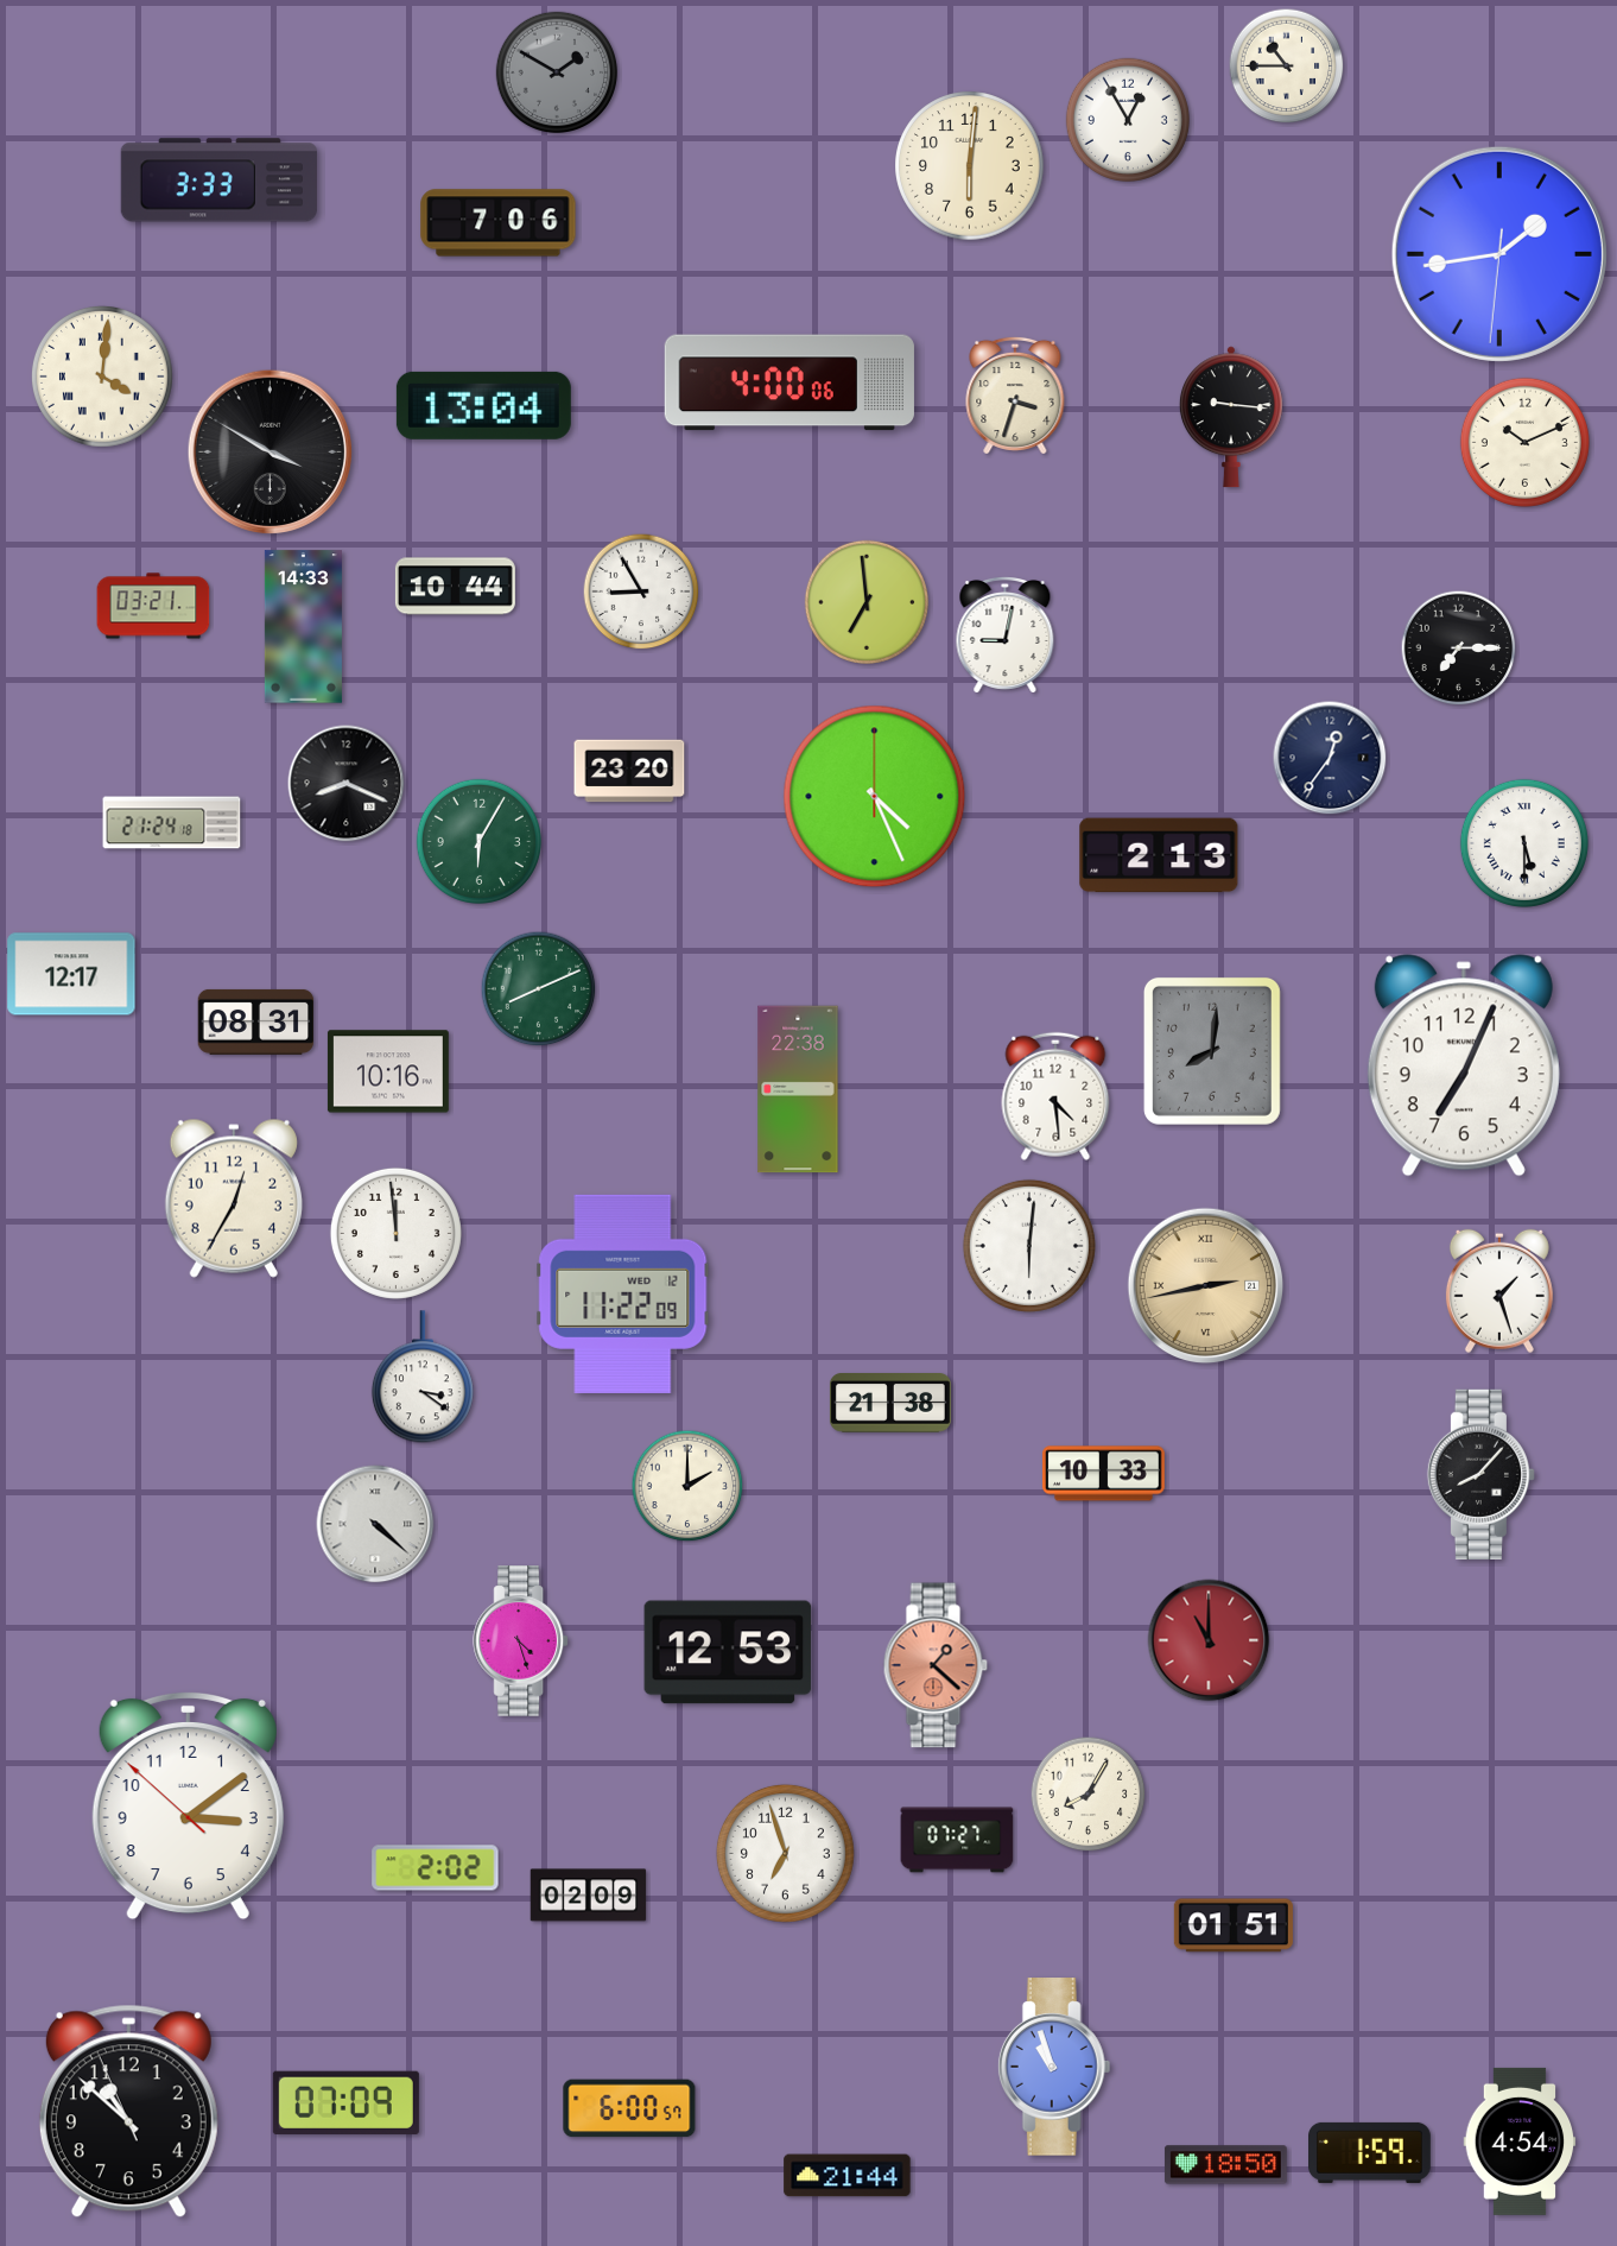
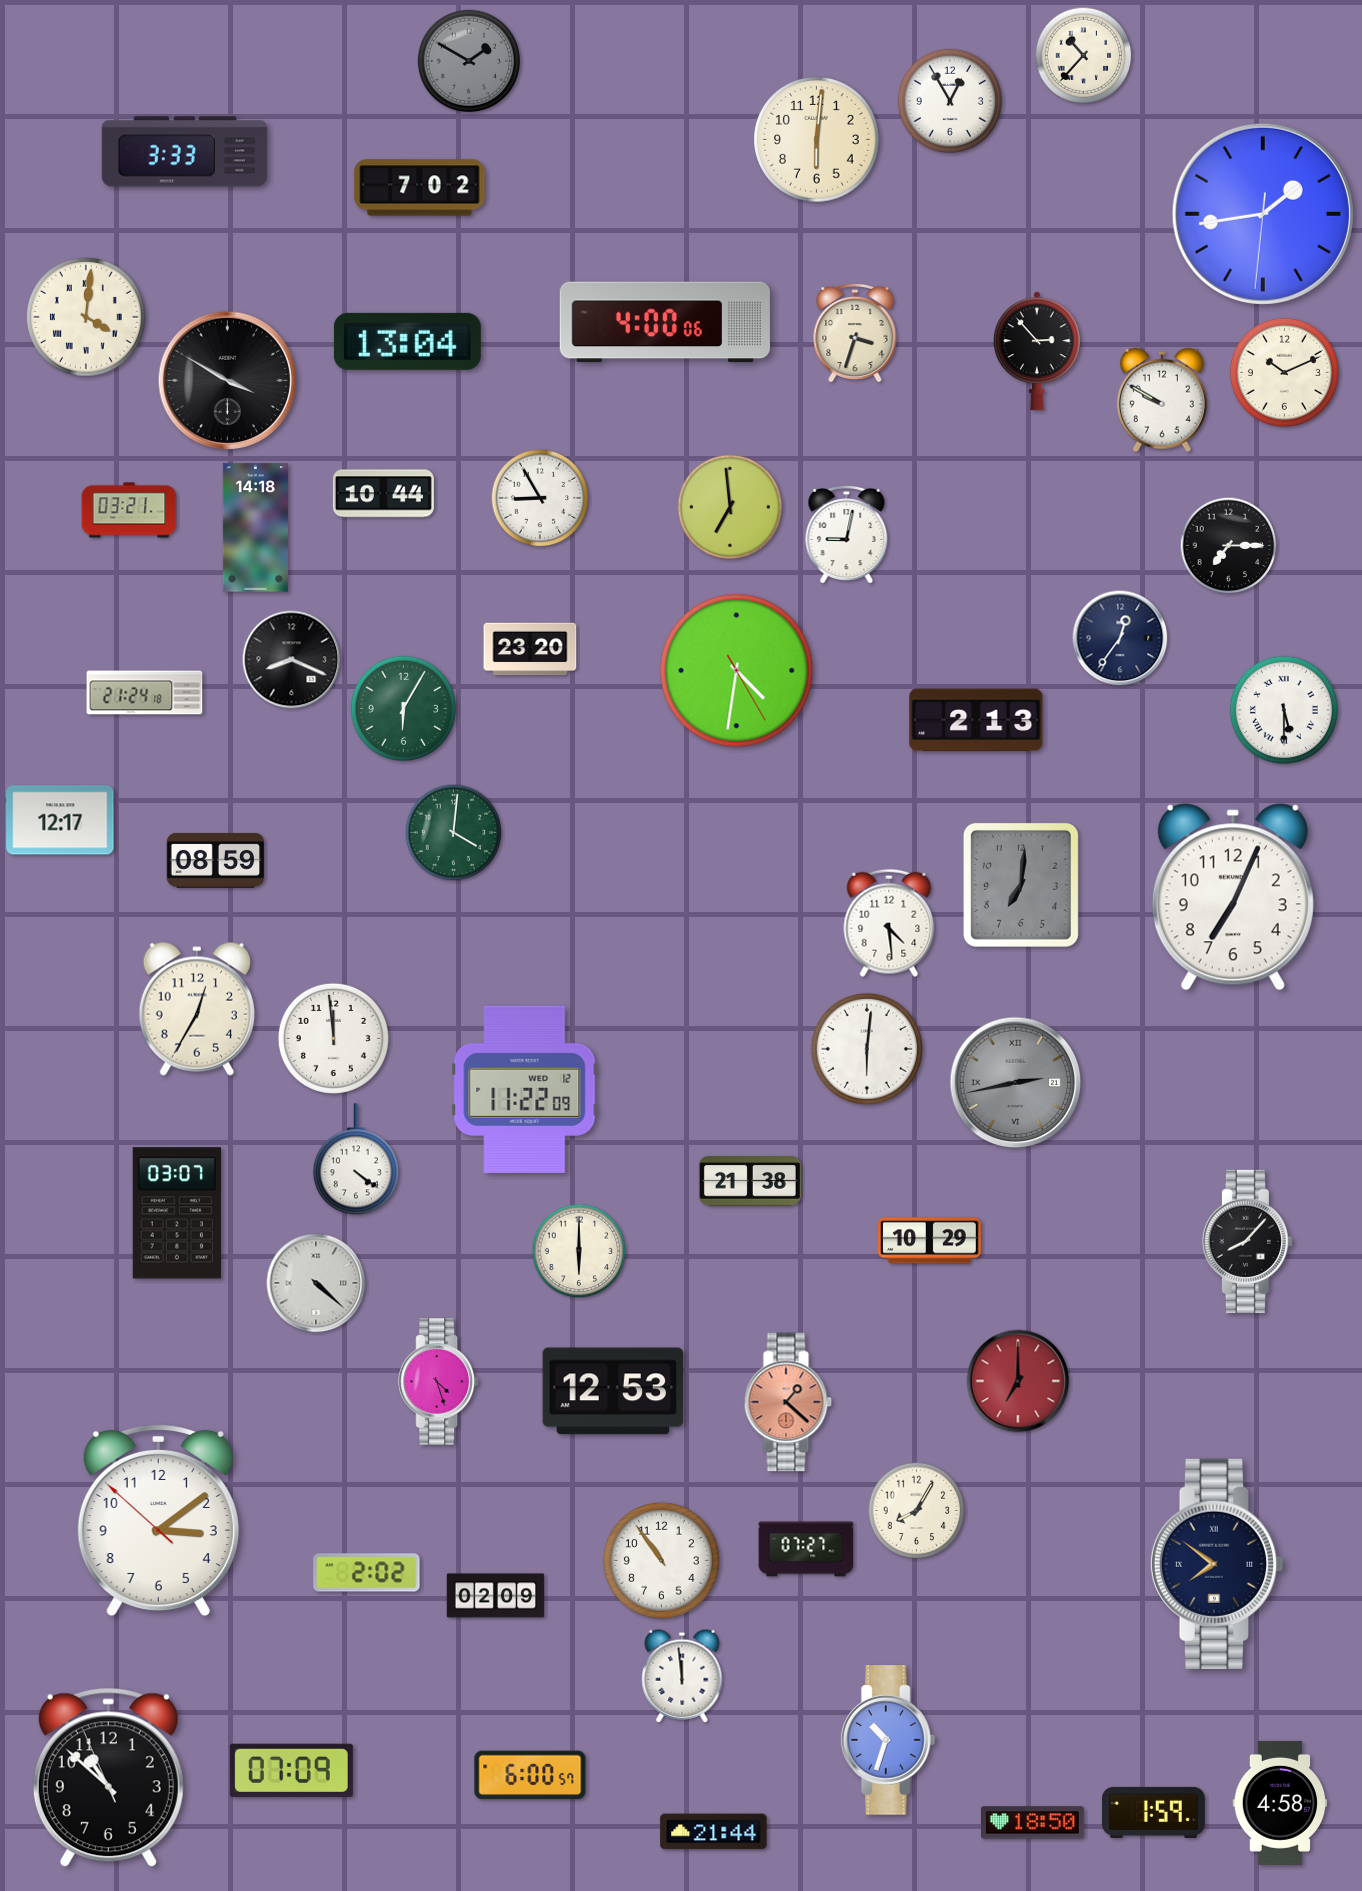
clock at (1287, 67): 10:45 -> 10:37
clock at (499, 223): 7:06 -> 7:02
clock at (1231, 417): 9:16 -> 2:53
clock at (1162, 400): none -> 9:50
clock at (303, 627): 14:33 -> 14:18
clock at (875, 797): 4:26 -> 4:31
clock at (539, 989): 8:11 -> 4:01
clock at (256, 1021): 08:31 -> 08:59
clock at (1212, 1051): 8:01 -> 7:01
clock at (388, 1071): 10:16 -> none
clock at (798, 1089): 22:38 -> none
clock at (1206, 1286) dial: champagne -> grey
clock at (1499, 1291): 1:27 -> none
clock at (423, 1378): 3:21 -> 4:21
clock at (177, 1213): none -> 03:07
clock at (1104, 1474): 10:33 -> 10:29
clock at (687, 1486): 2:00 -> 6:00
clock at (1209, 1640): 11:00 -> 7:00
clock at (785, 1853): 6:57 -> 10:54
clock at (1216, 1564): none -> 7:51
clock at (1234, 1925): 01:51 -> none
clock at (682, 1676): none -> 11:59
clock at (1054, 2067): 10:57 -> 10:33
clock at (1520, 2141): 4:54 -> 4:58
